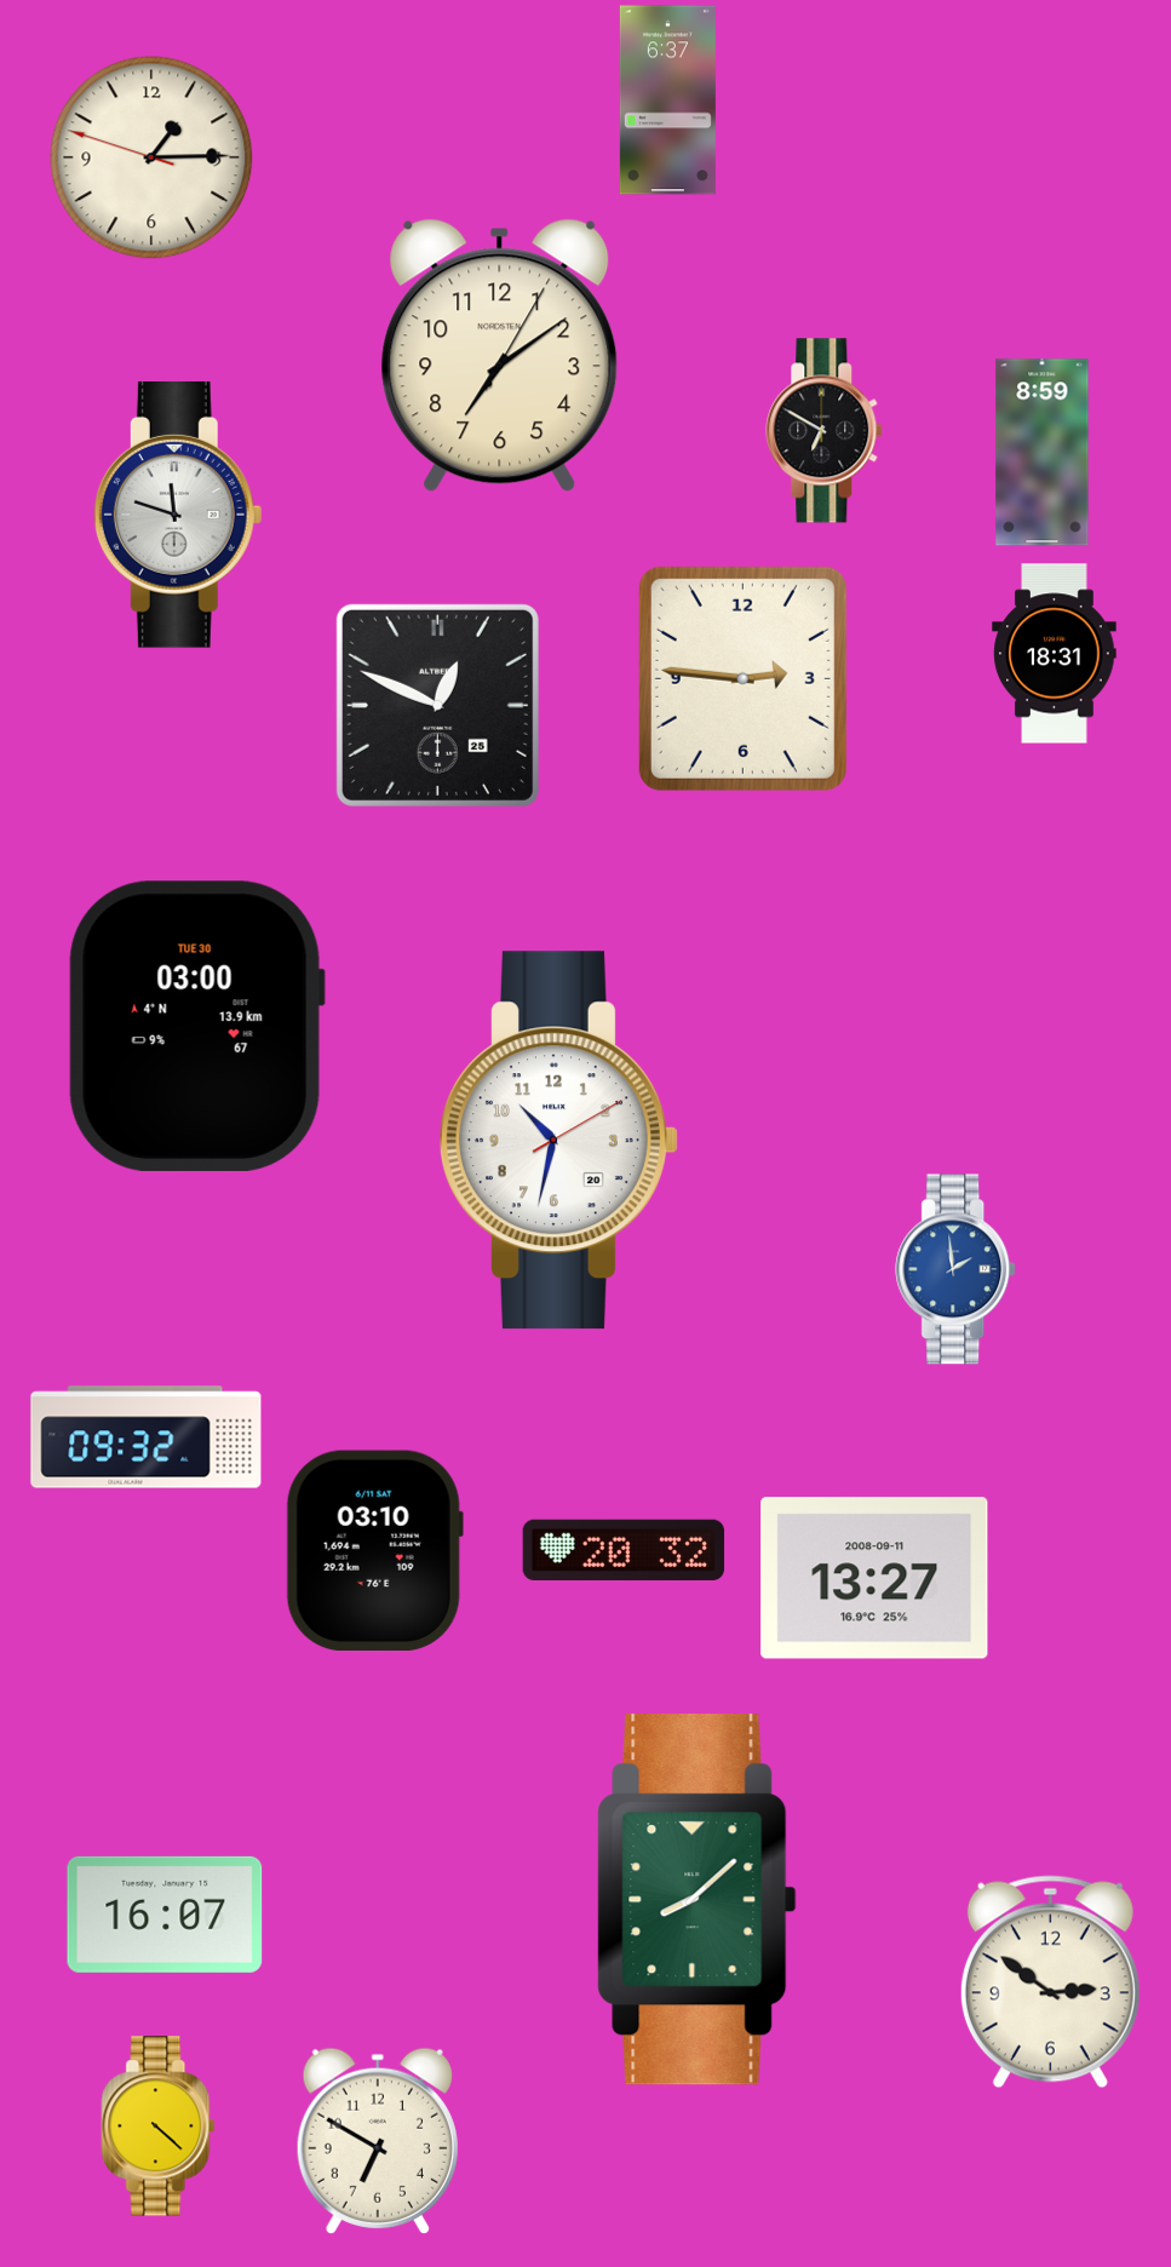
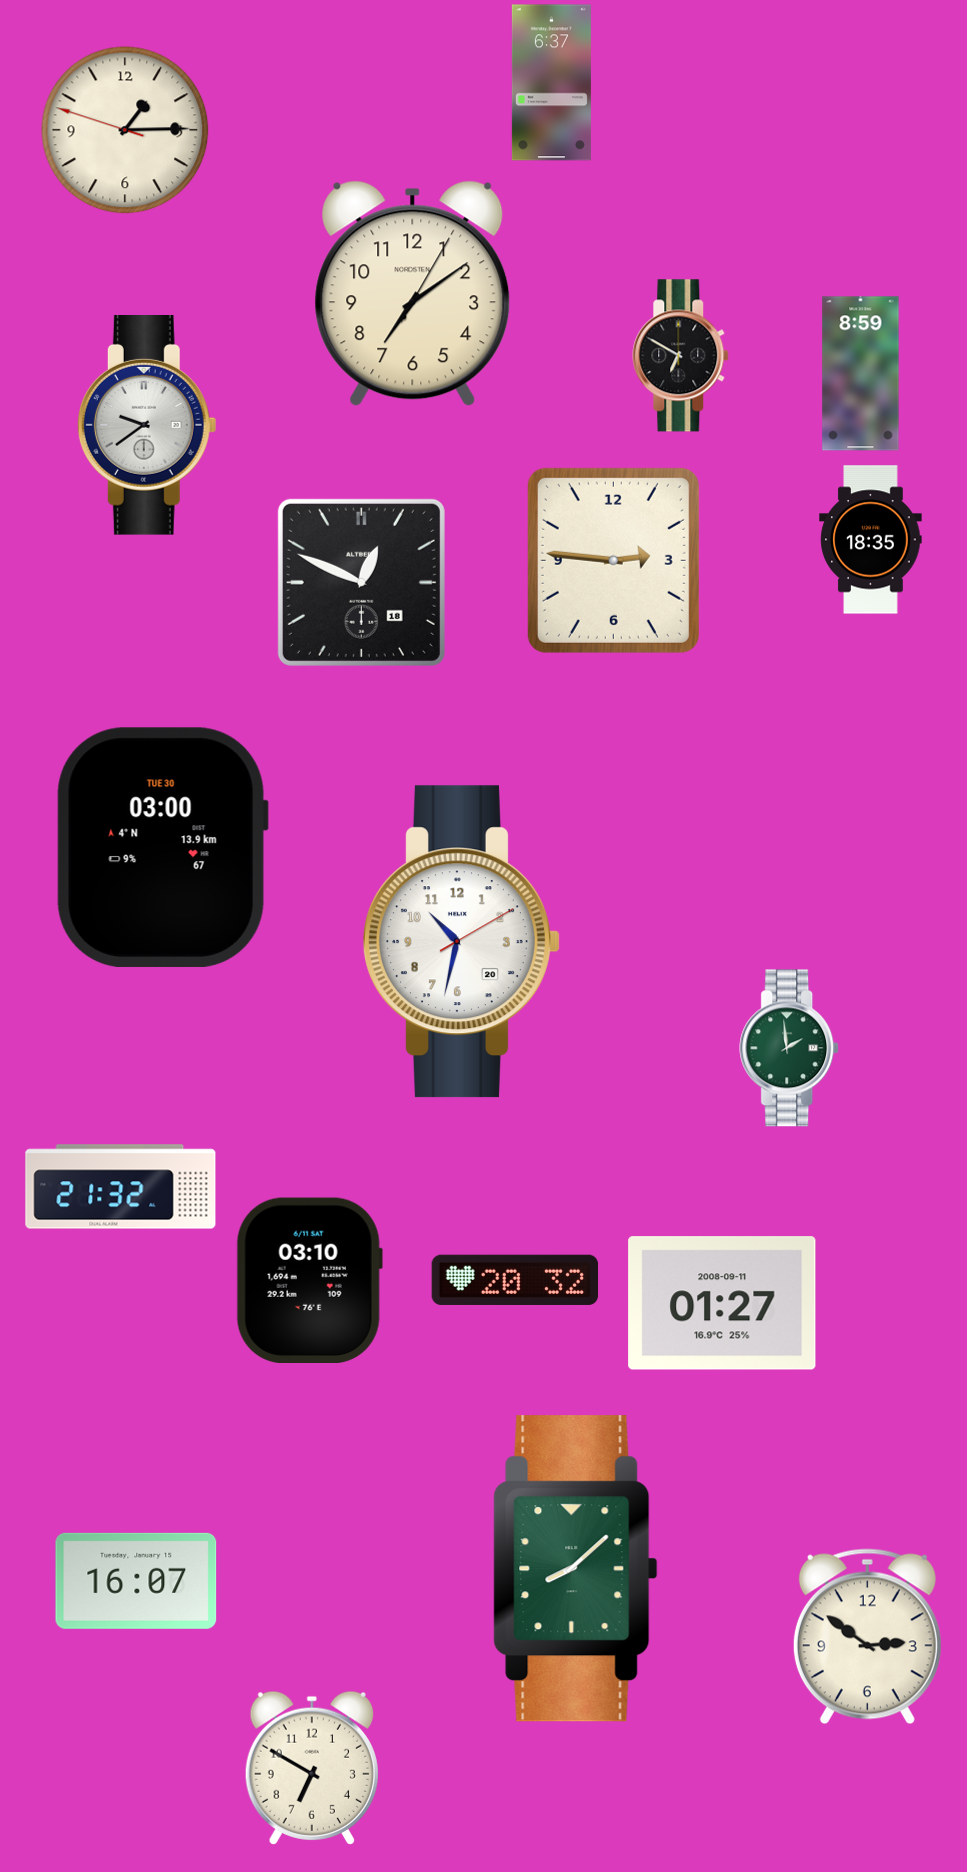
clock at (178, 515): 11:48 -> 9:39
clock at (1055, 654): 18:31 -> 18:35
clock at (437, 705) date: 25 -> 18
clock at (957, 1269) dial: blue -> green
clock at (147, 1437): 09:32 -> 21:32
clock at (874, 1578): 13:27 -> 01:27
clock at (159, 2127): 4:22 -> none
